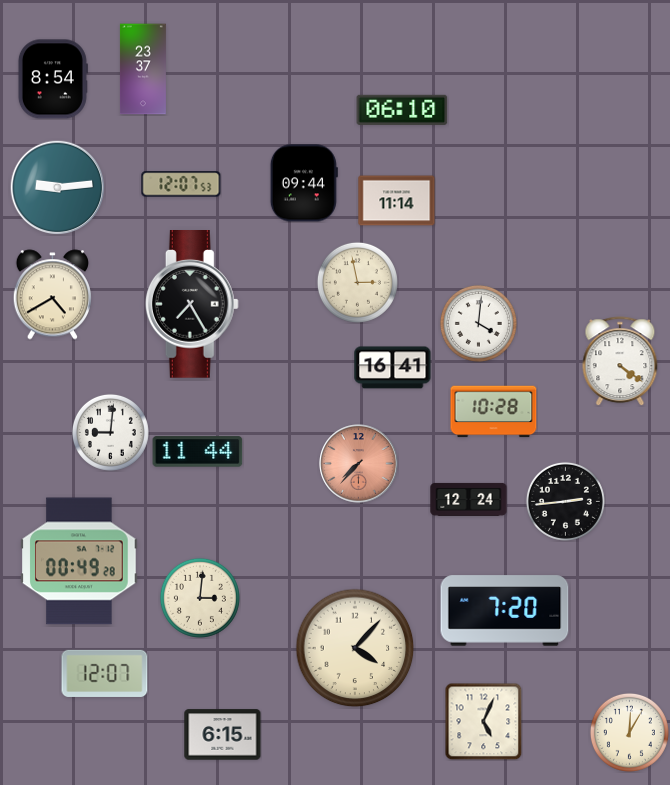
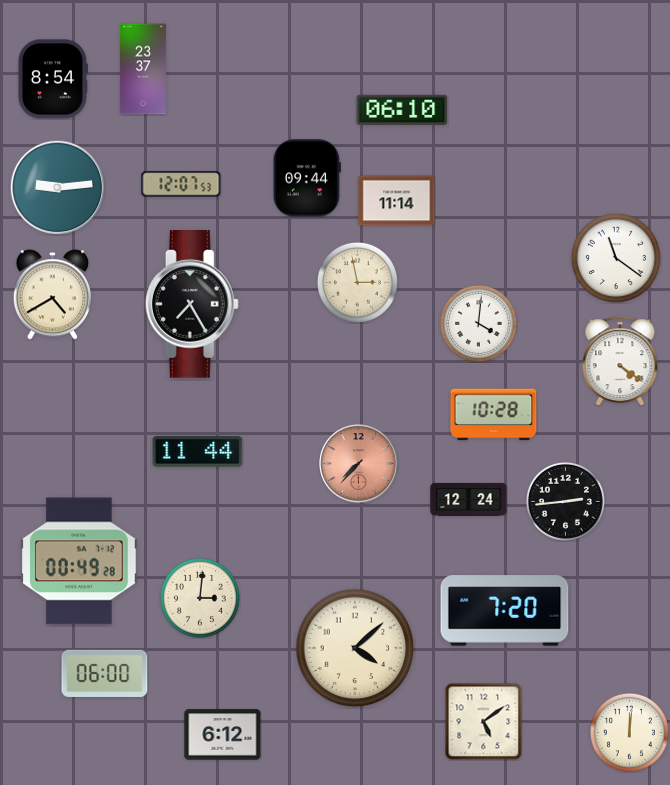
clock at (304, 183) position: (304, 183) -> (307, 178)
clock at (616, 258): none -> 11:21
clock at (393, 368): 16:41 -> none
clock at (494, 412) position: (494, 412) -> (494, 415)
clock at (110, 432): 9:01 -> none
clock at (355, 648): 4:07 -> 4:08
clock at (105, 673): 12:07 -> 06:00
clock at (483, 721): 5:04 -> 5:09
clock at (629, 732): 12:05 -> 12:01
clock at (223, 735): 6:15 -> 6:12
